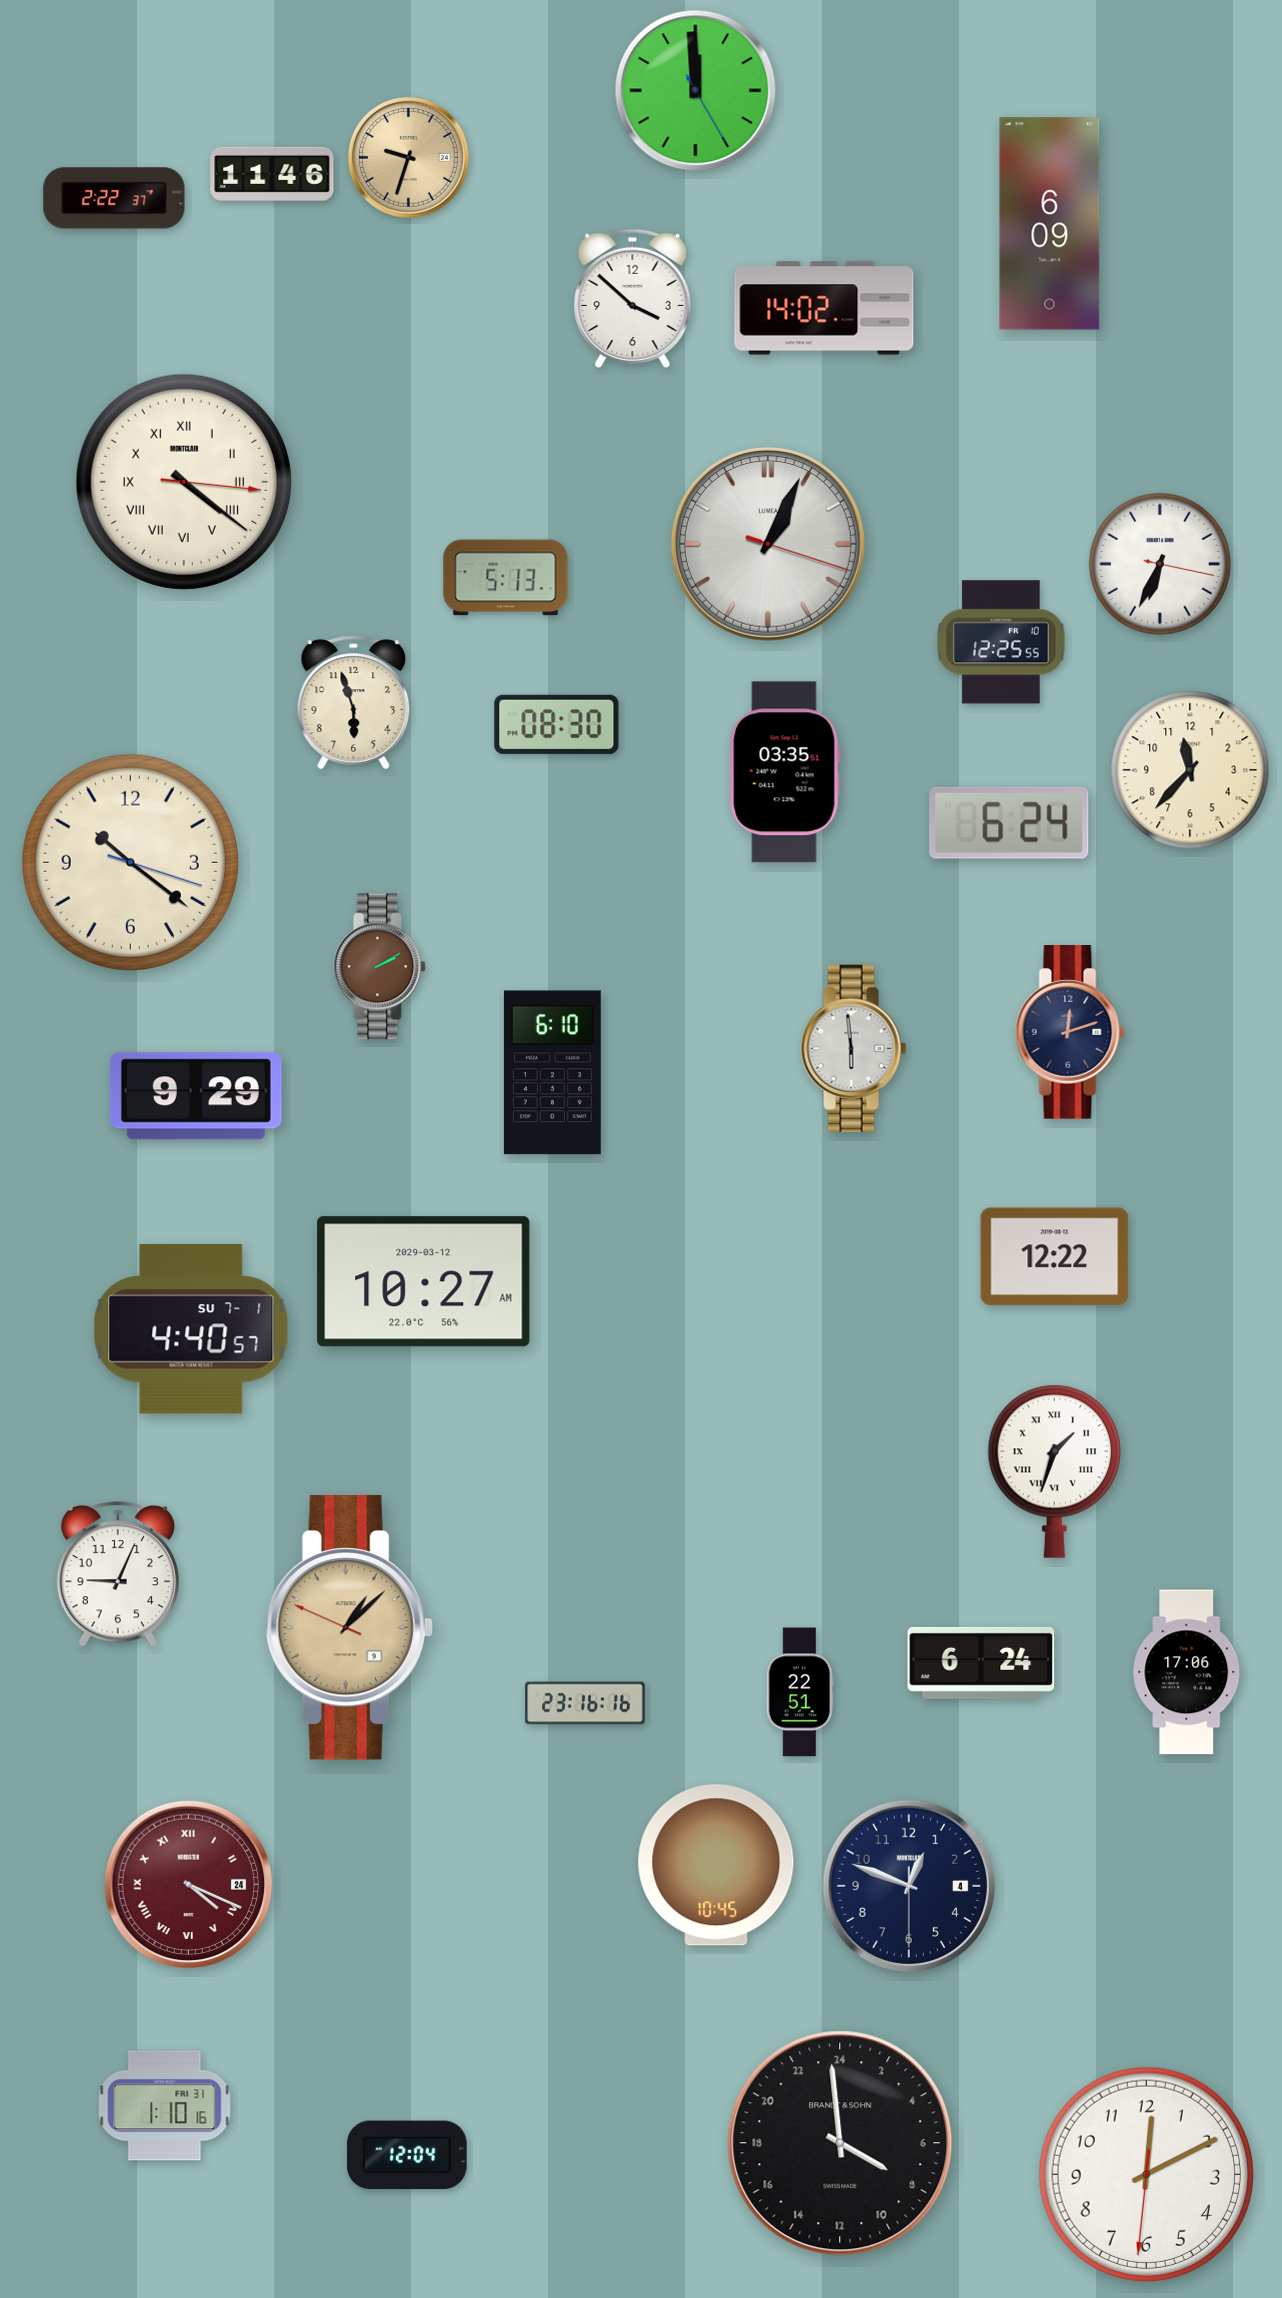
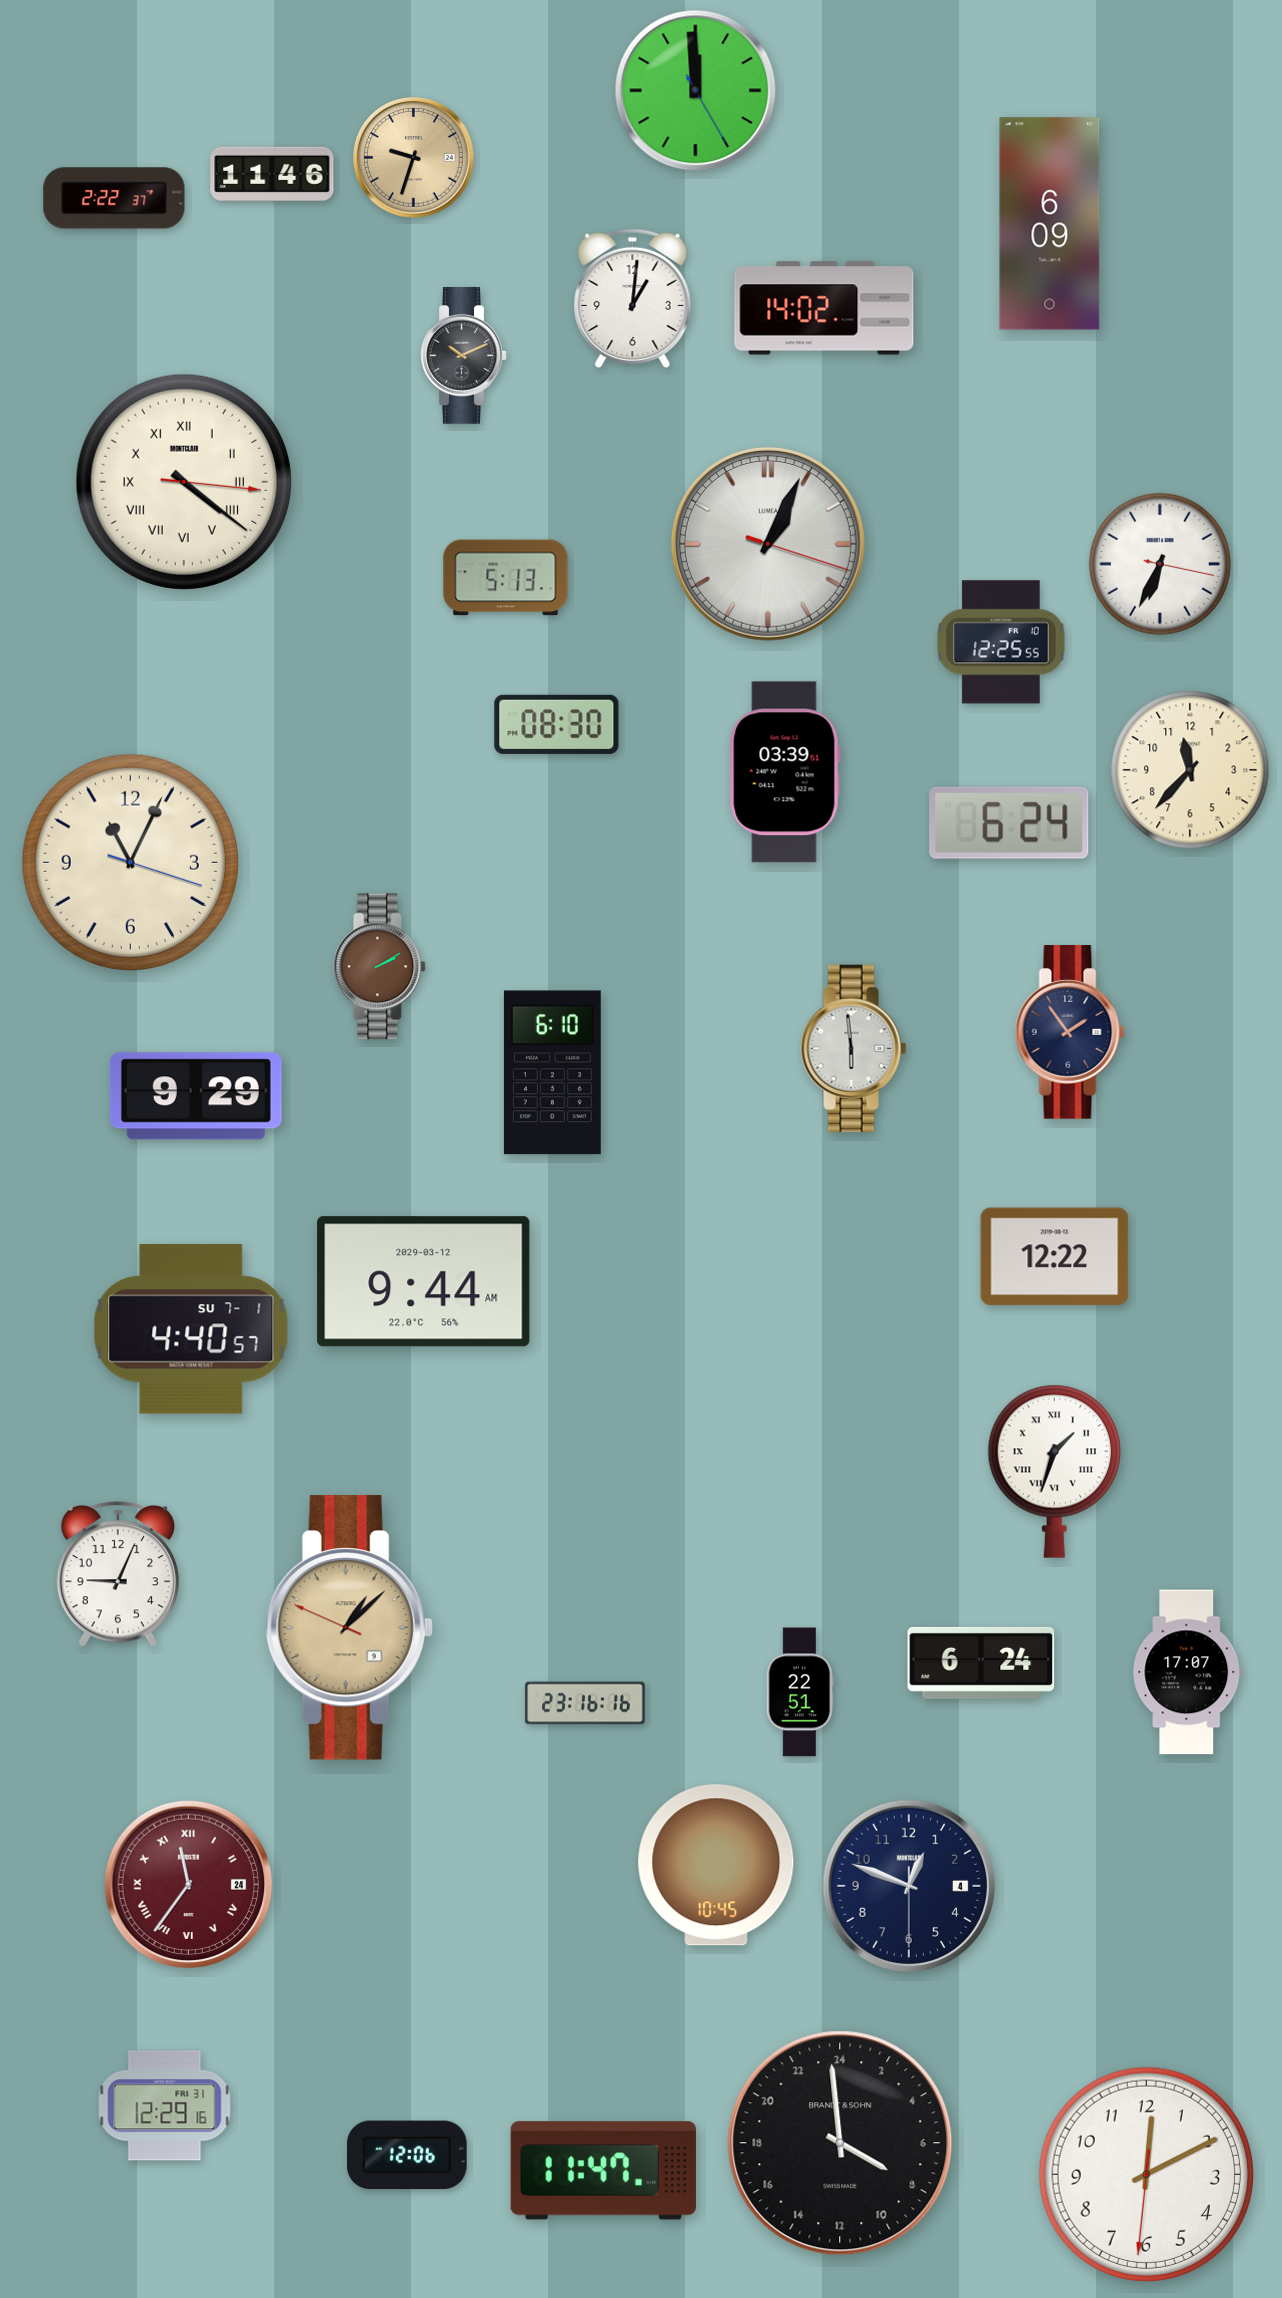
clock at (409, 158) position: (409, 158) -> (414, 158)
clock at (633, 299): 3:52 -> 1:01
clock at (464, 356): none -> 10:11
clock at (354, 703): 5:57 -> none
clock at (785, 772): 03:35 -> 03:39
clock at (130, 862): 10:21 -> 11:04
clock at (1070, 1032): 12:12 -> 1:54
clock at (424, 1282): 10:27 -> 9:44
clock at (1187, 1672): 17:06 -> 17:07
clock at (189, 1885): 4:19 -> 11:36
clock at (165, 2106): 1:10 -> 12:29
clock at (408, 2155): 12:04 -> 12:06
clock at (603, 2171): none -> 11:47
